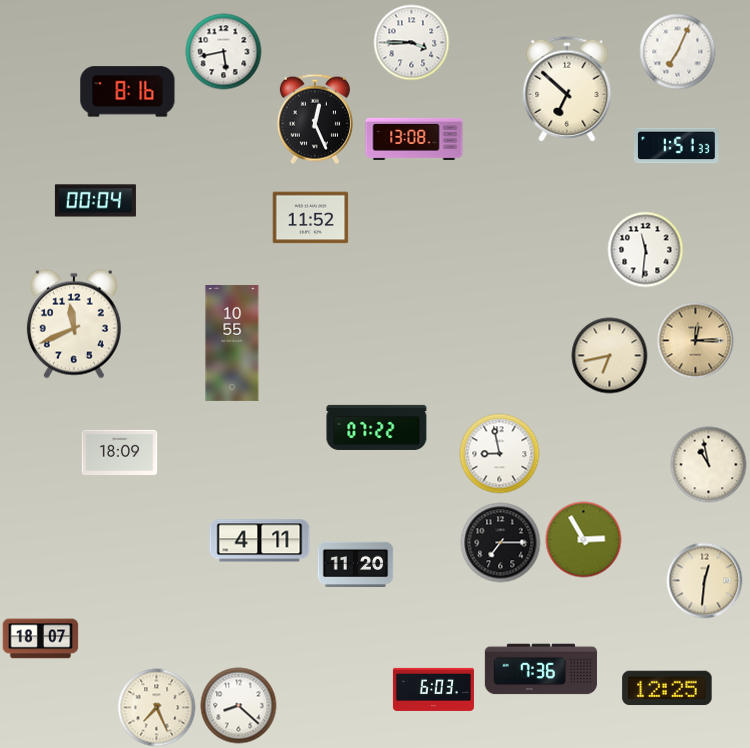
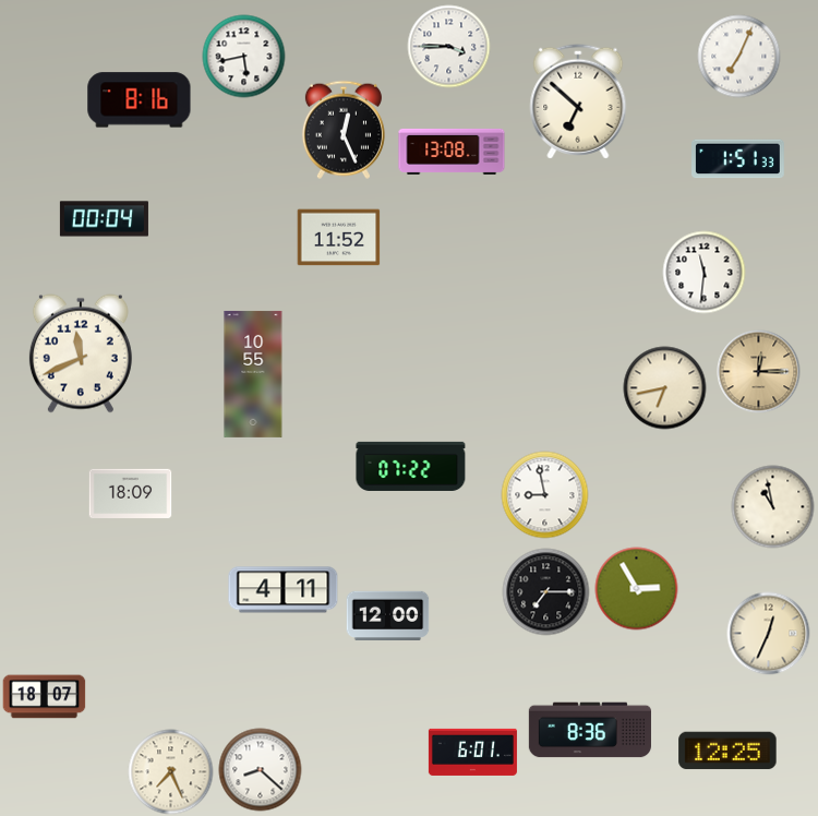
clock at (567, 89) position: (567, 89) -> (578, 101)
clock at (356, 564): 11:20 -> 12:00
clock at (705, 581): 12:31 -> 12:34
clock at (541, 669): 7:36 -> 8:36
clock at (433, 689): 6:03 -> 6:01
